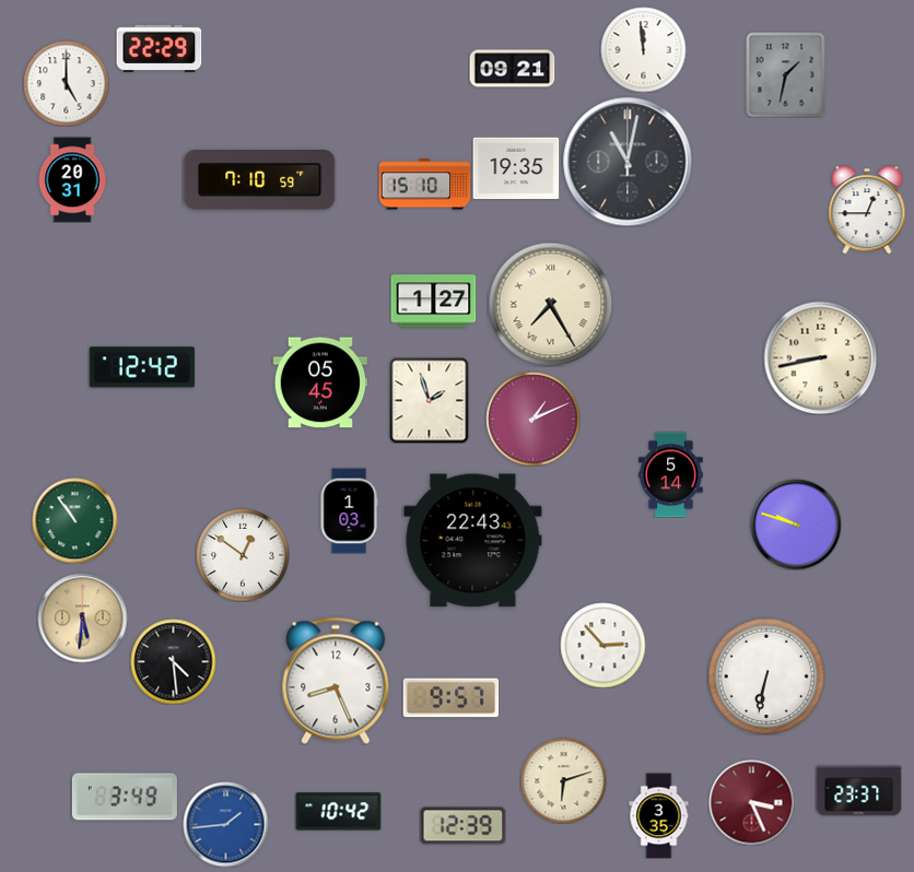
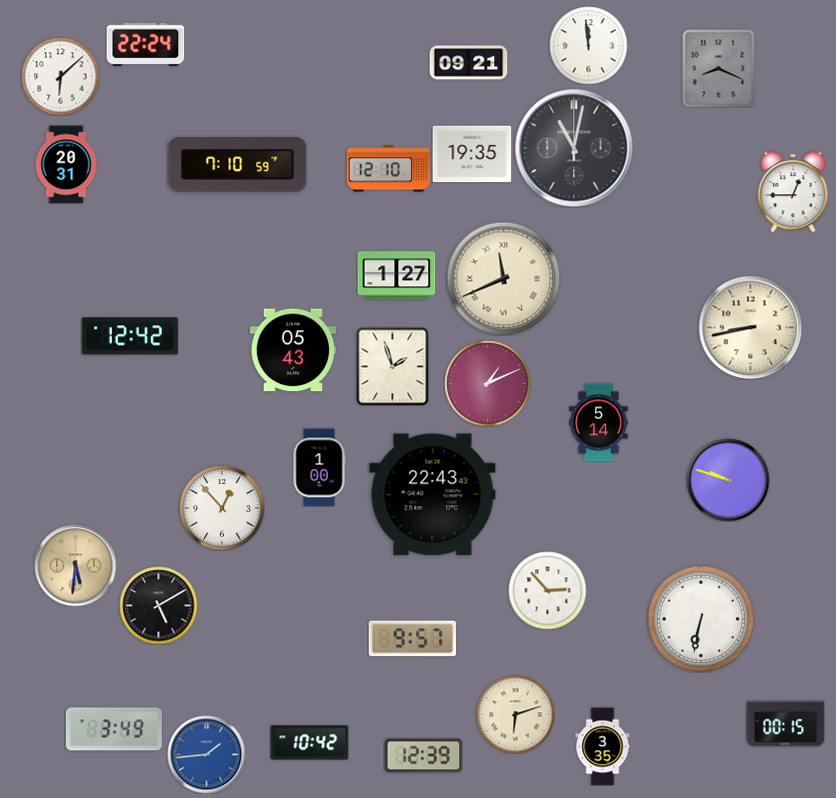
clock at (159, 48): 22:29 -> 22:24
clock at (786, 74): 1:32 -> 8:19
clock at (66, 83): 5:00 -> 6:08
clock at (424, 185): 15:10 -> 12:10
clock at (550, 304): 7:25 -> 11:41
clock at (320, 382): 05:45 -> 05:43
clock at (671, 474) position: (671, 474) -> (599, 422)
clock at (349, 510): 1:03 -> 1:00
clock at (74, 520): 10:54 -> none
clock at (243, 555): 12:51 -> 12:53
clock at (602, 645) position: (602, 645) -> (547, 590)
clock at (173, 661): 4:29 -> 5:10
clock at (336, 681): 8:26 -> none
clock at (858, 791): 23:37 -> 00:15
clock at (751, 802): 3:26 -> none
